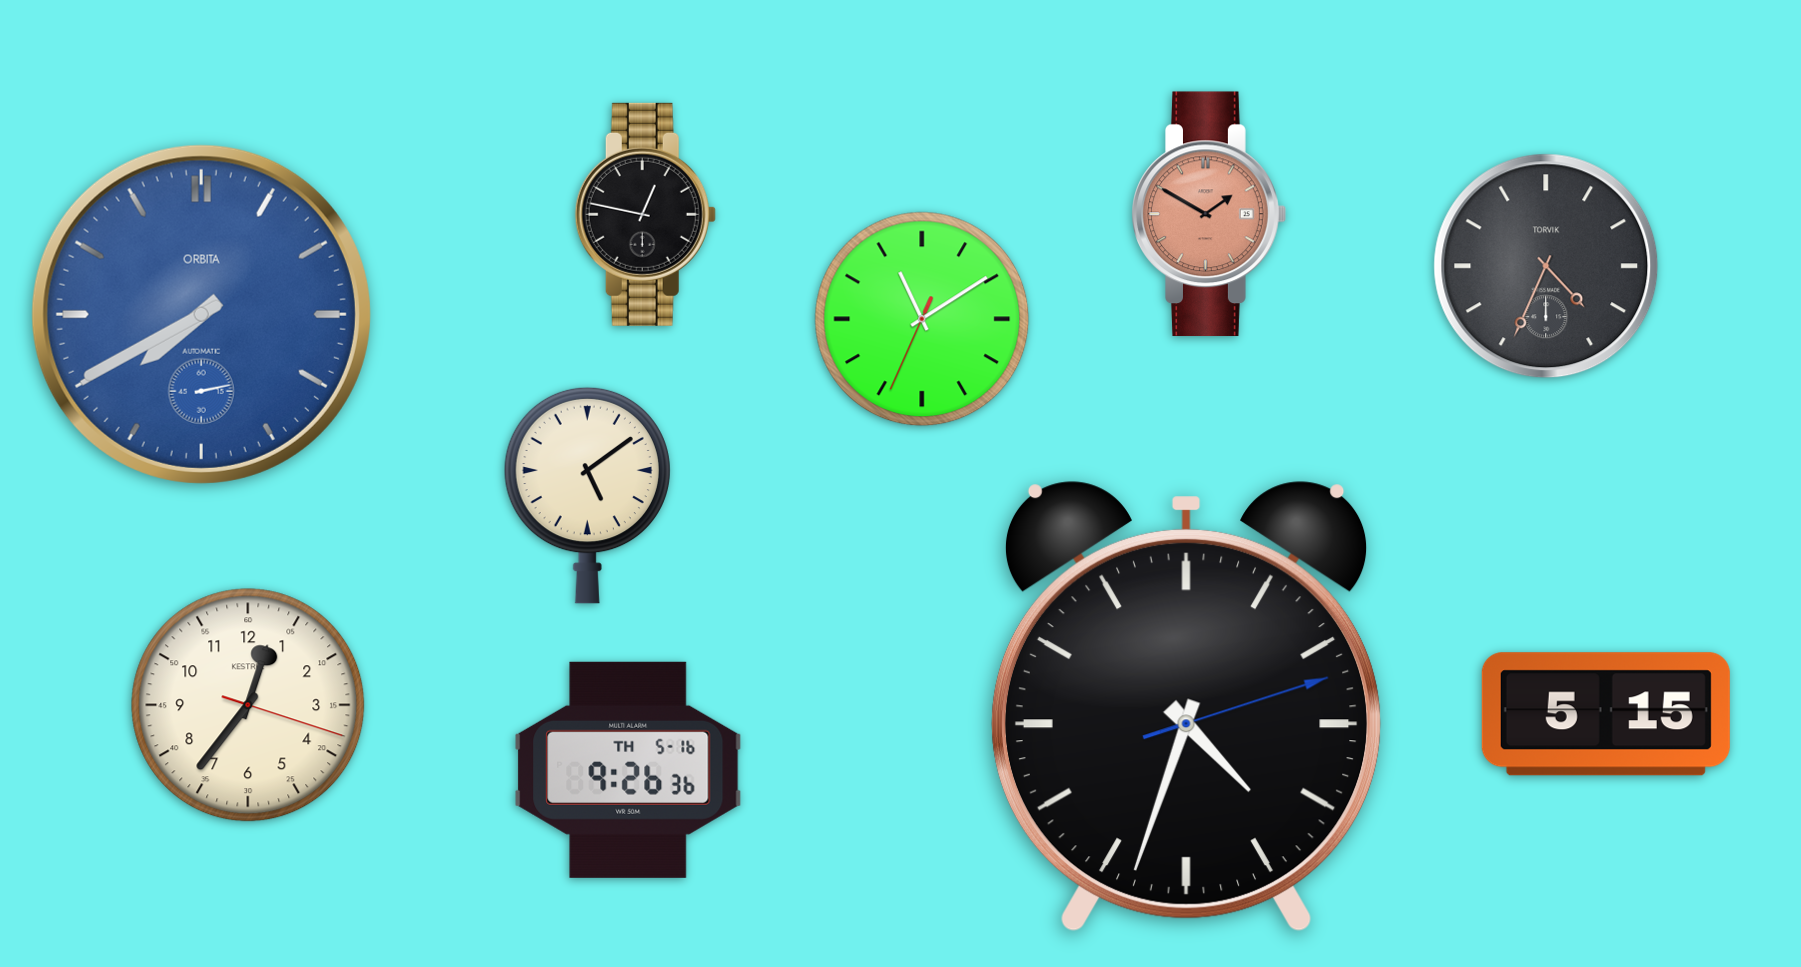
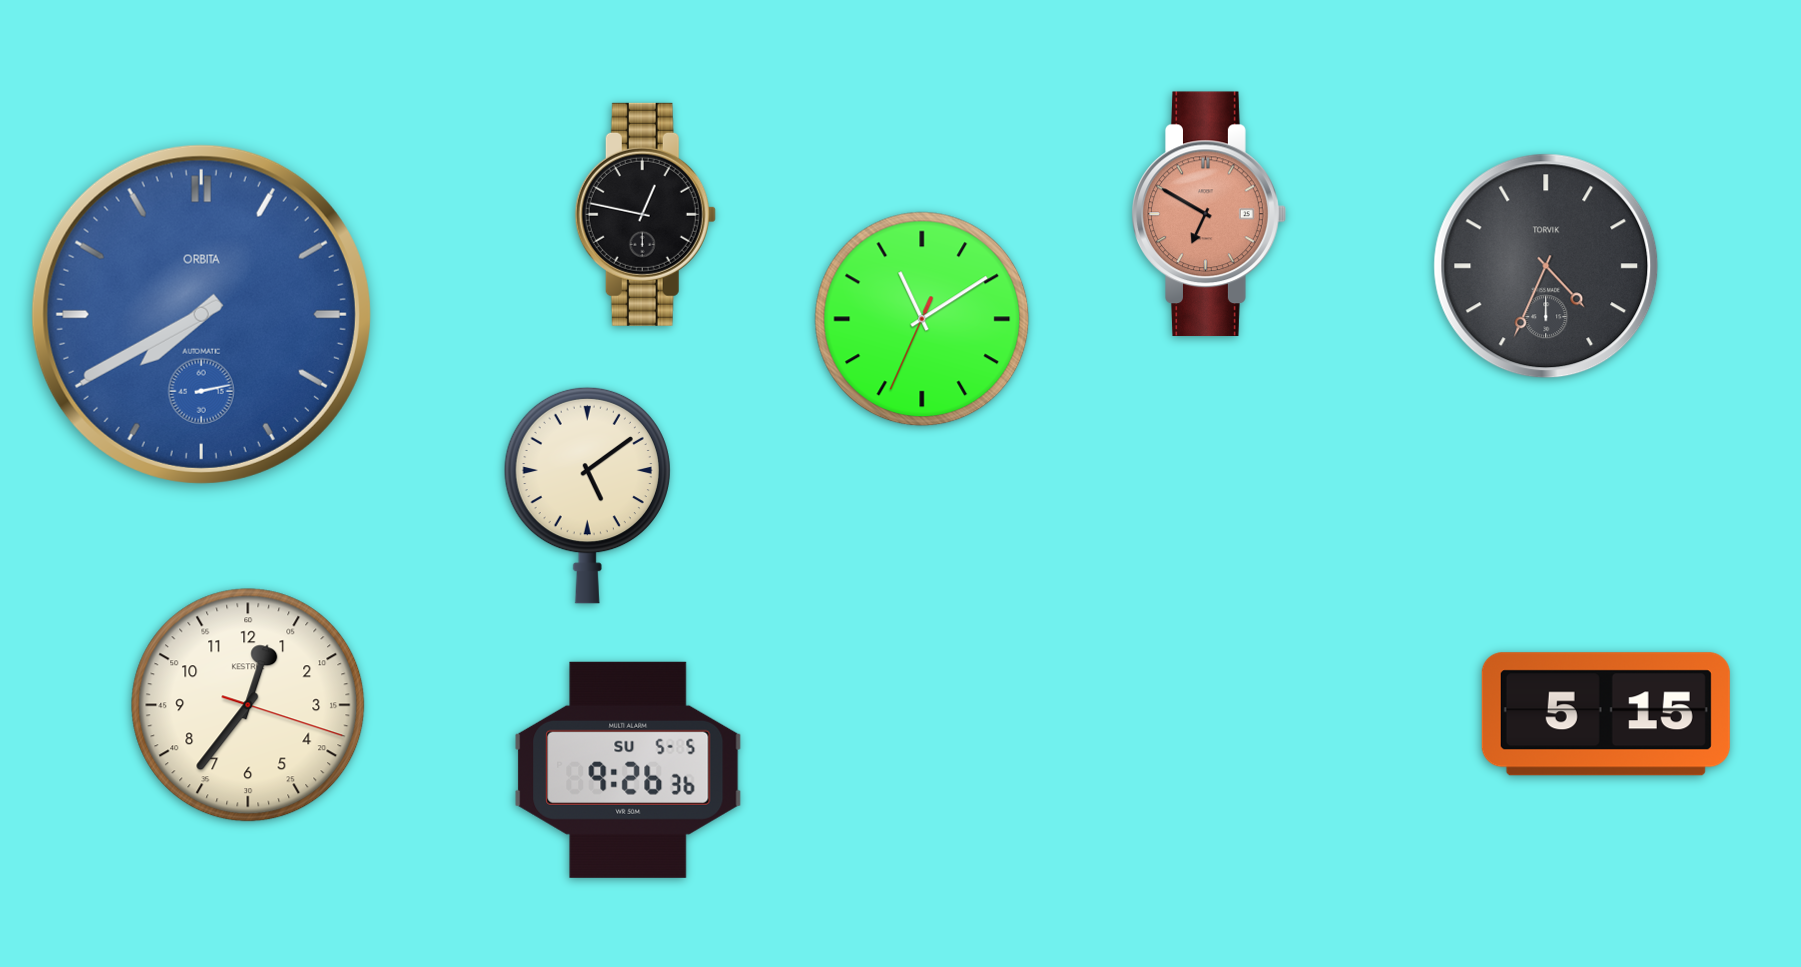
clock at (1209, 214): 1:50 -> 6:50
clock at (1186, 707): 4:33 -> none
clock at (628, 770) date: TH 5-16 -> SU 5-5
